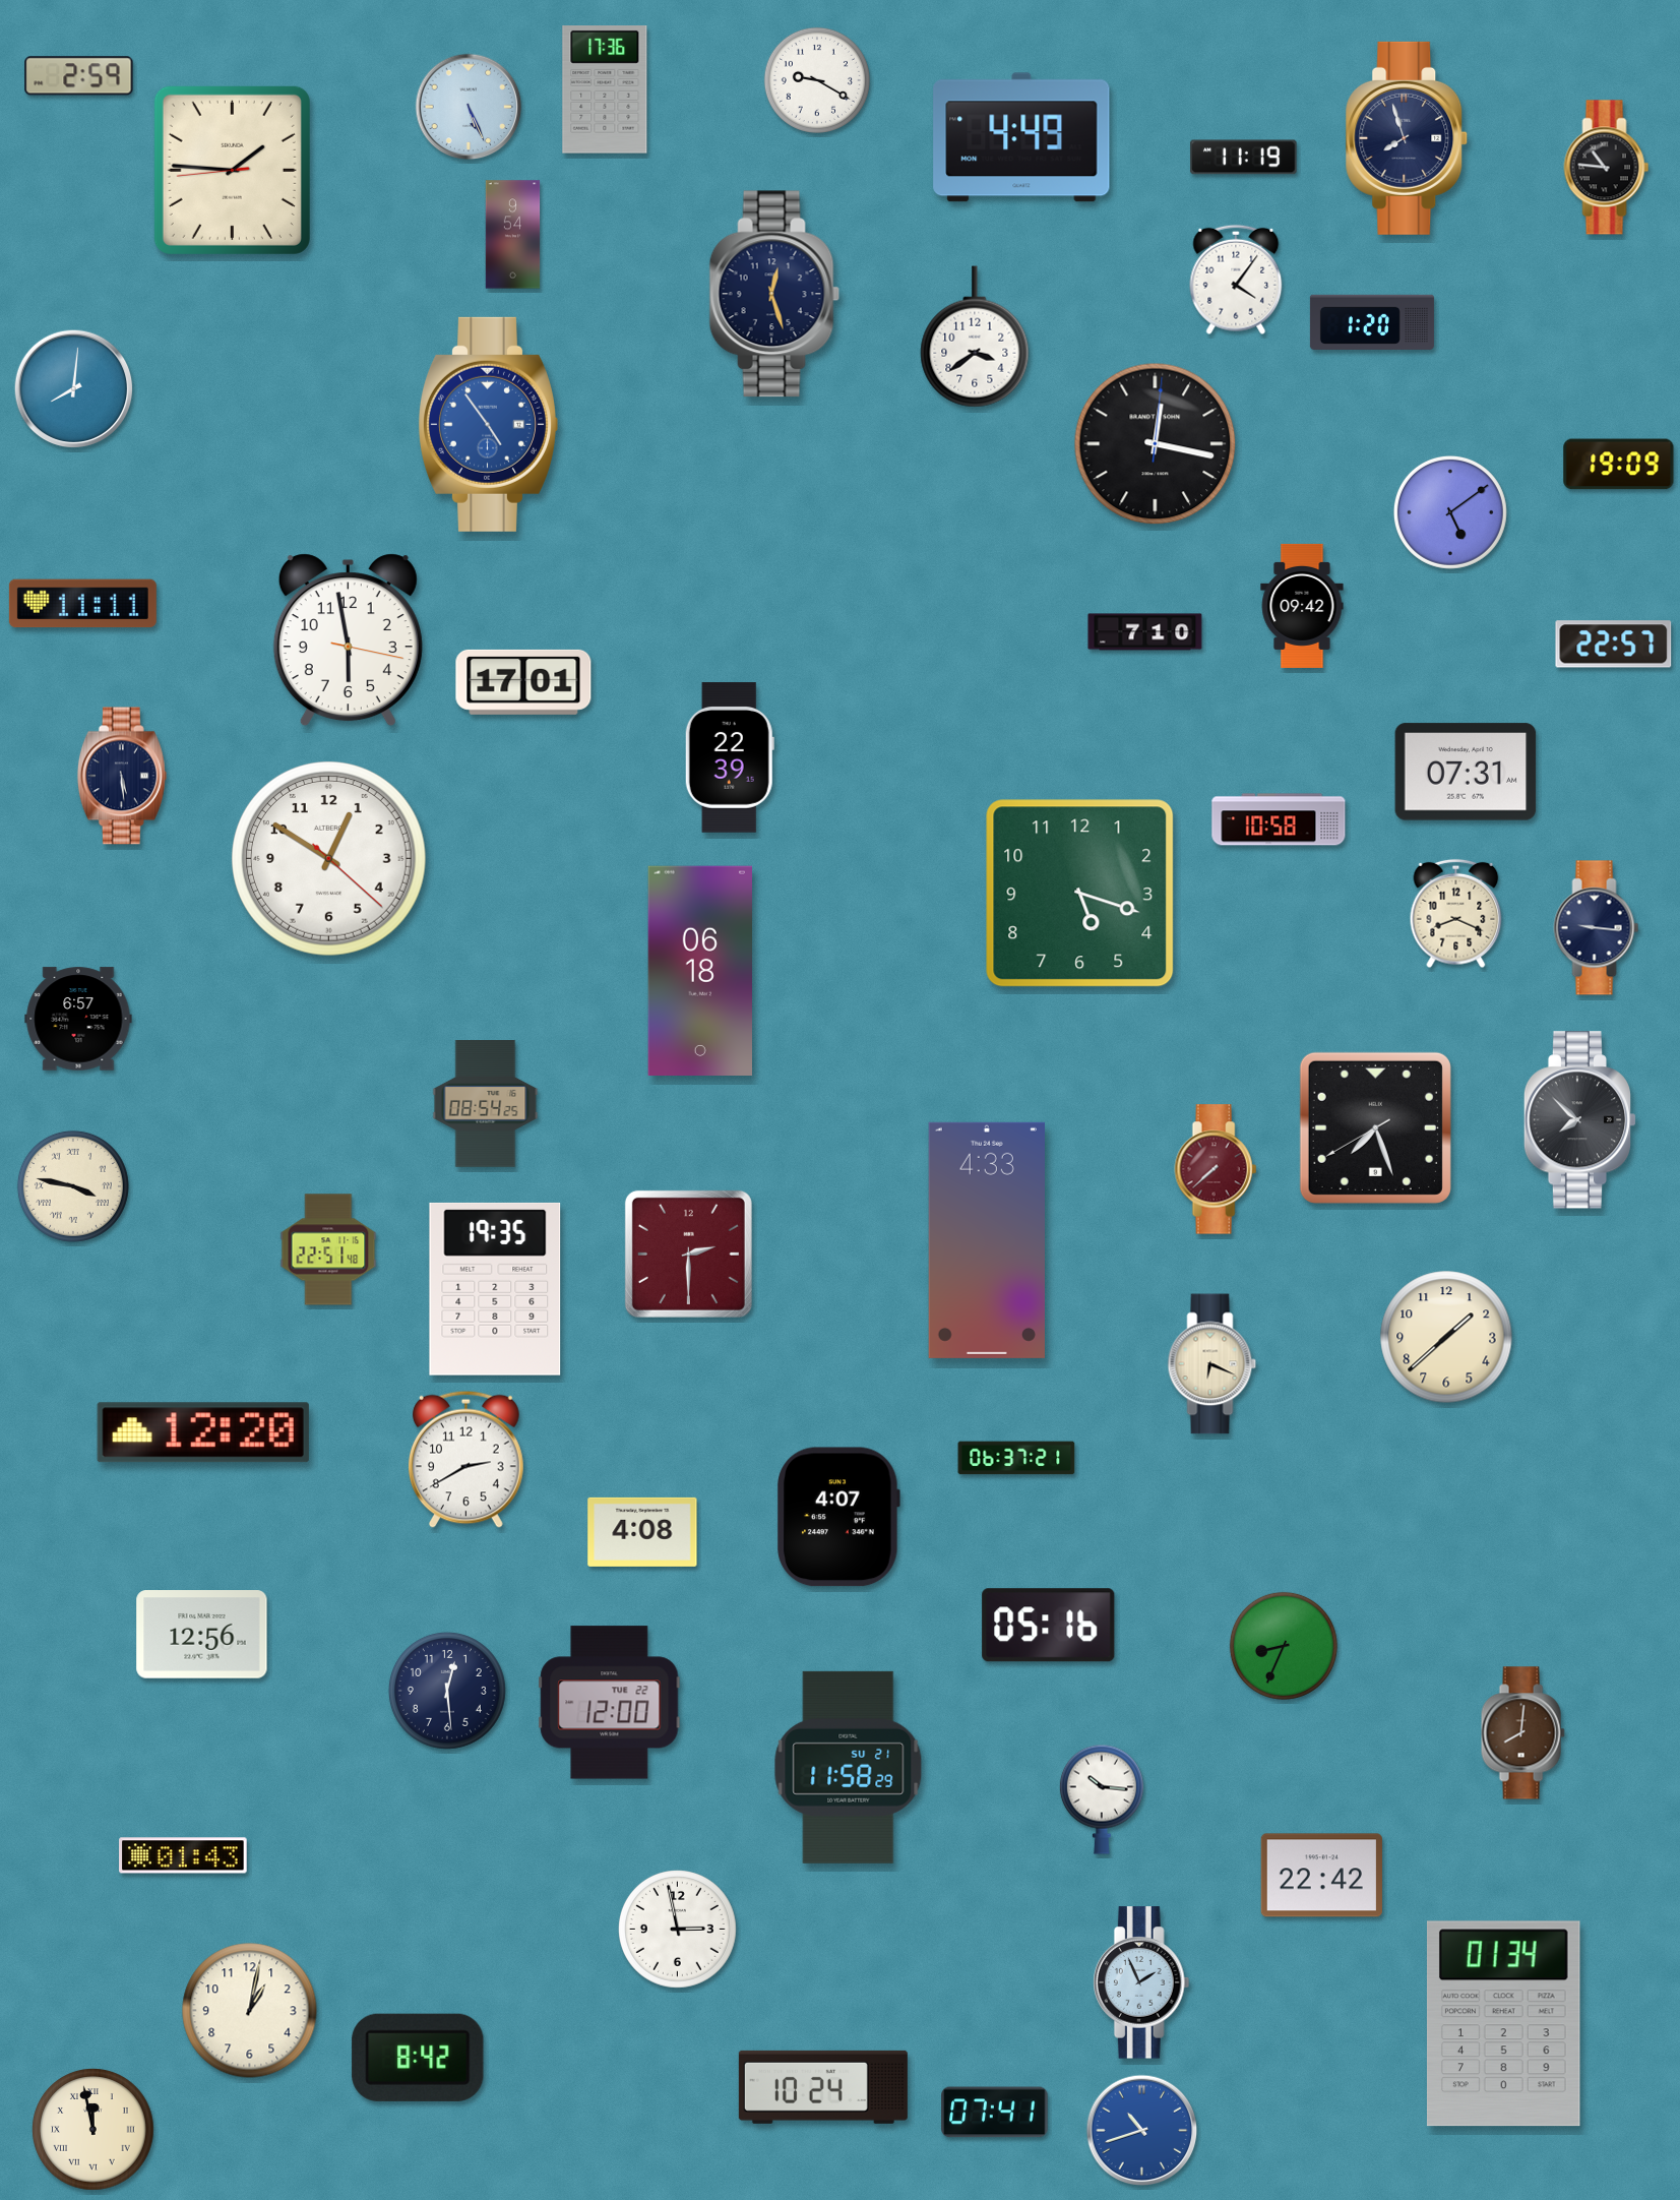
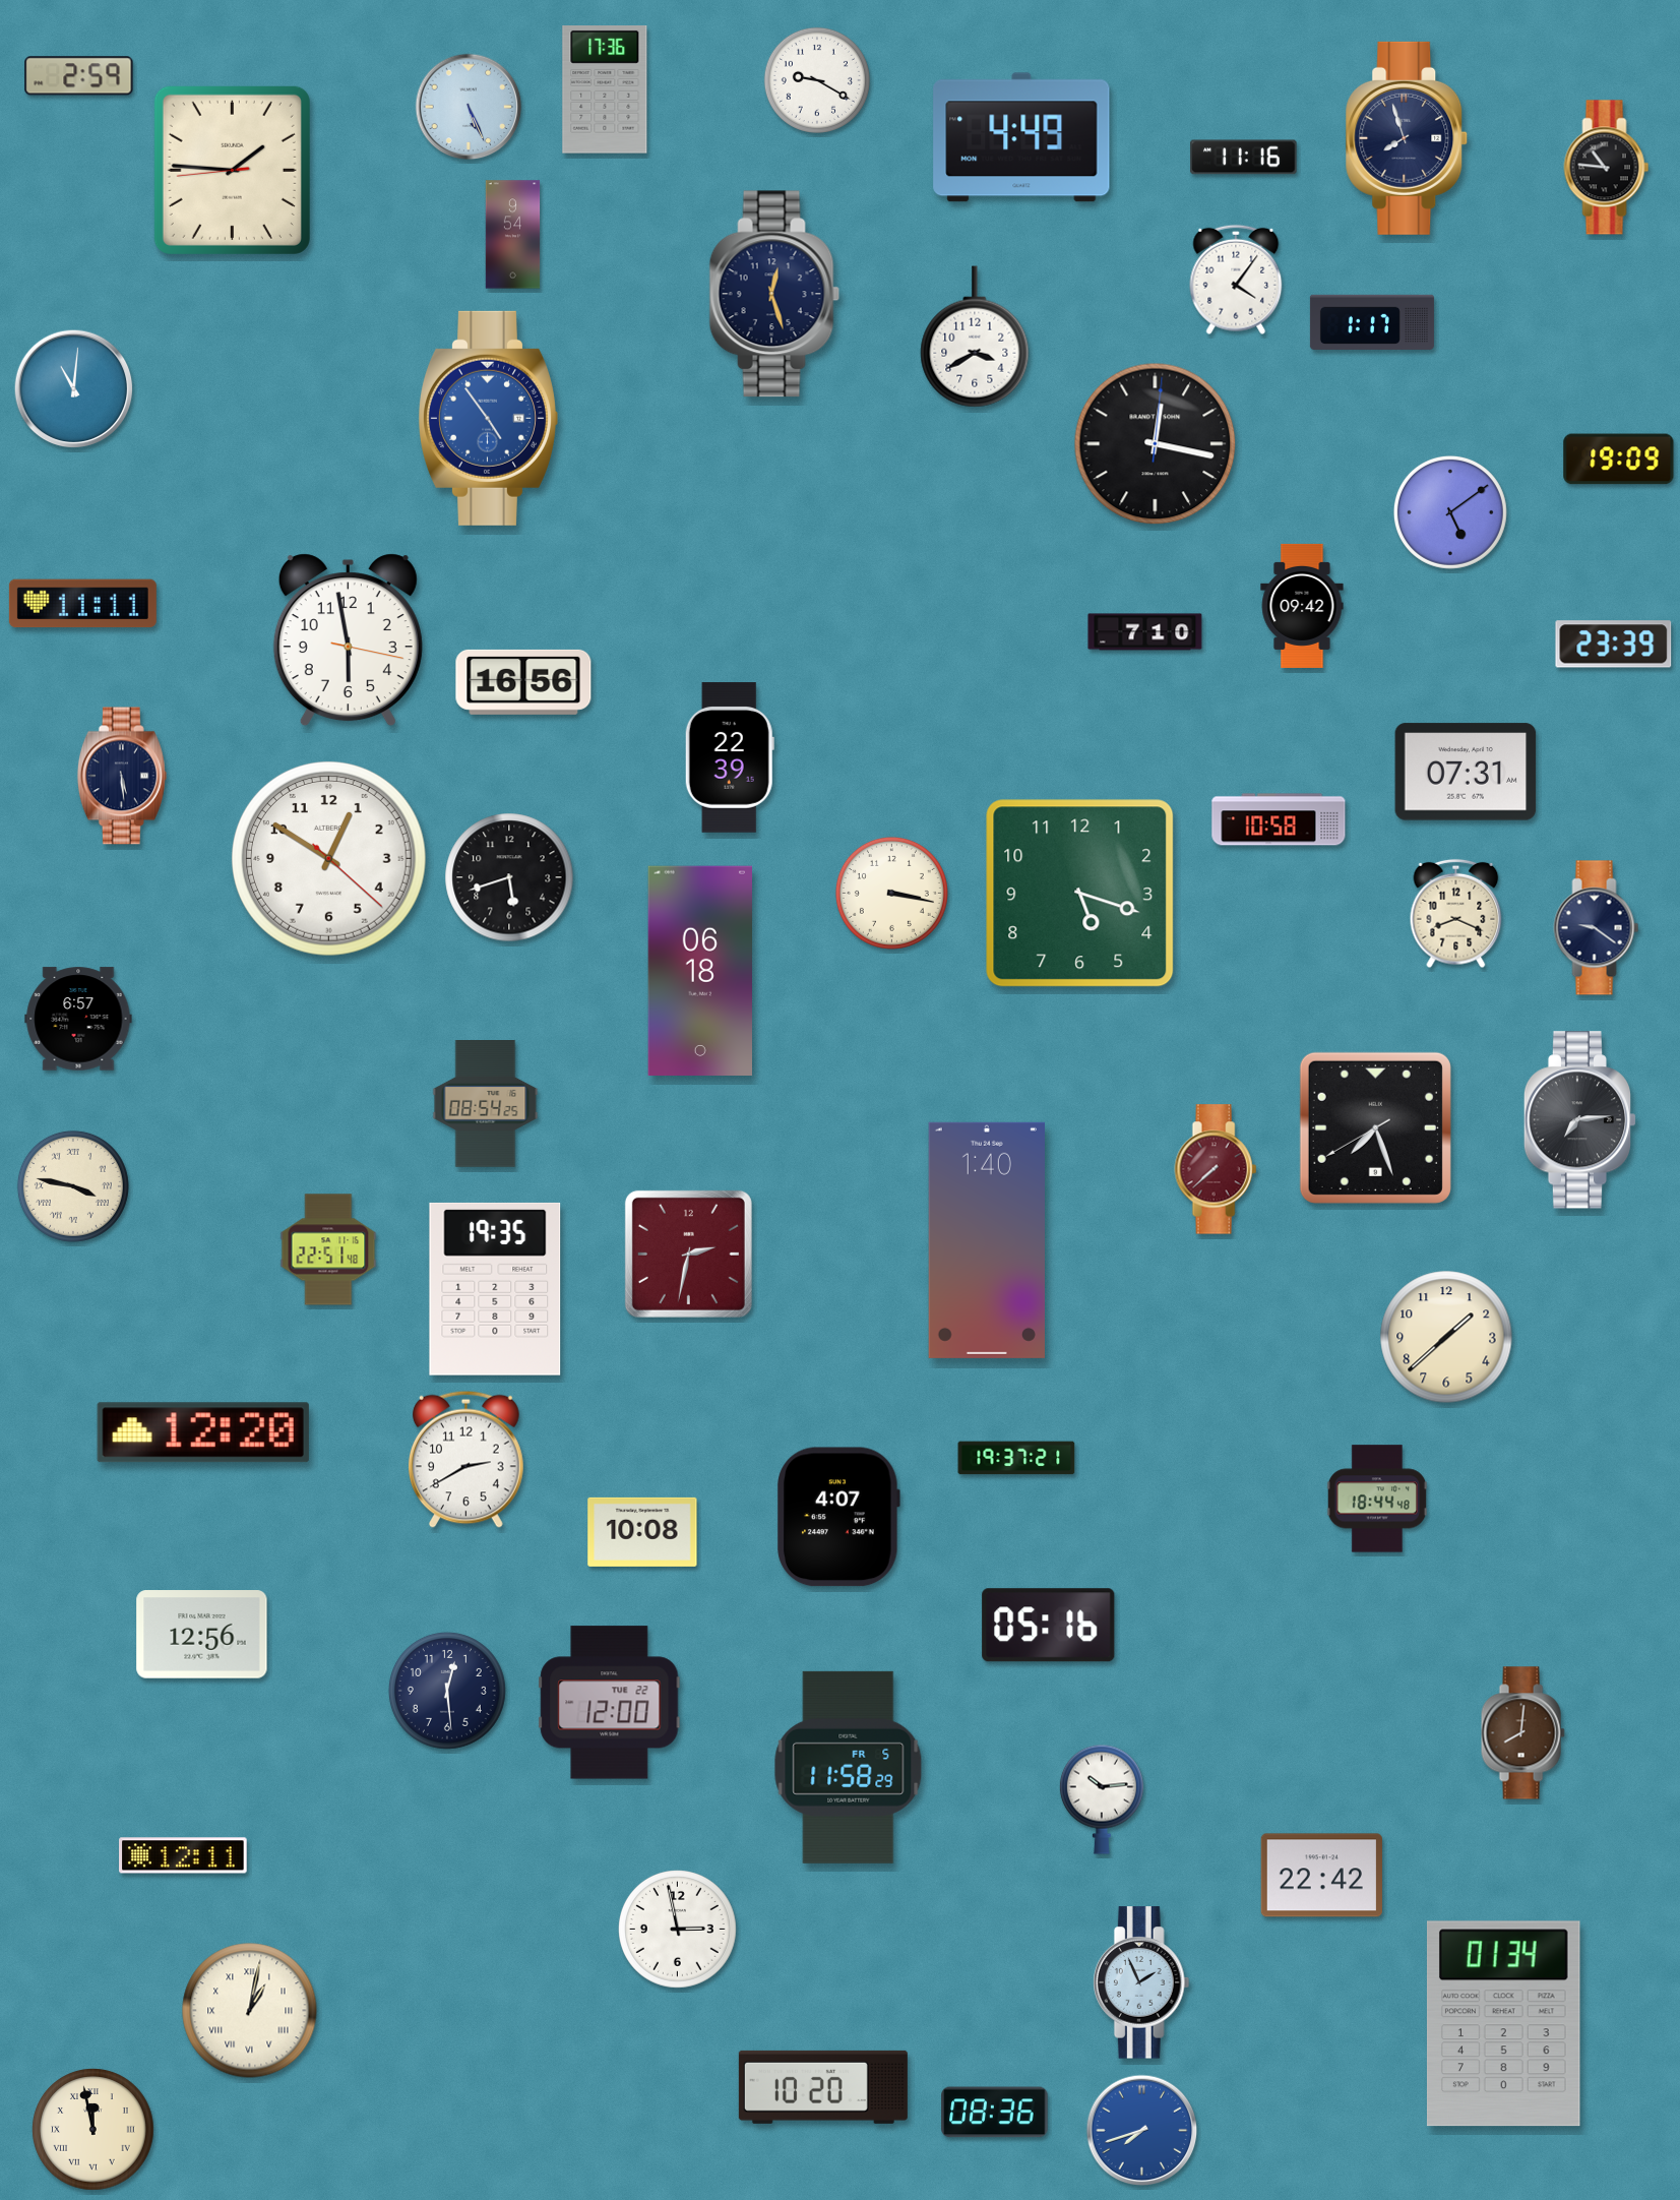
clock at (1244, 158): 11:19 -> 11:16
clock at (1372, 321): 1:20 -> 1:17
clock at (975, 337): 3:39 -> 3:40
clock at (74, 389): 8:01 -> 11:01
clock at (489, 424) position: (489, 424) -> (489, 418)
clock at (1619, 465) position: (1619, 465) -> (1619, 460)
clock at (1614, 645): 22:57 -> 23:39
clock at (523, 682): 17:01 -> 16:56
clock at (509, 877): none -> 5:42
clock at (891, 893): none -> 3:17
clock at (1597, 928): 9:16 -> 9:21
clock at (1580, 1120): 7:52 -> 7:14
clock at (987, 1240): 4:33 -> 1:40
clock at (688, 1254): 2:30 -> 2:32
clock at (1212, 1364): 6:19 -> none
clock at (1016, 1458): 06:37 -> 19:37
clock at (1377, 1499): none -> 18:44
clock at (642, 1532): 4:08 -> 10:08
clock at (1284, 1646): 8:34 -> none
clock at (849, 1767) date: SU 21 -> FR 5
clock at (1102, 1799): 10:16 -> 10:14
clock at (183, 1855): 01:43 -> 12:11
clock at (250, 2011) numerals: Arabic -> Roman
clock at (418, 2058): 8:42 -> none
clock at (823, 2087): 10:24 -> 10:20
clock at (995, 2113): 07:41 -> 08:36
clock at (1142, 2131): 10:42 -> 7:42
